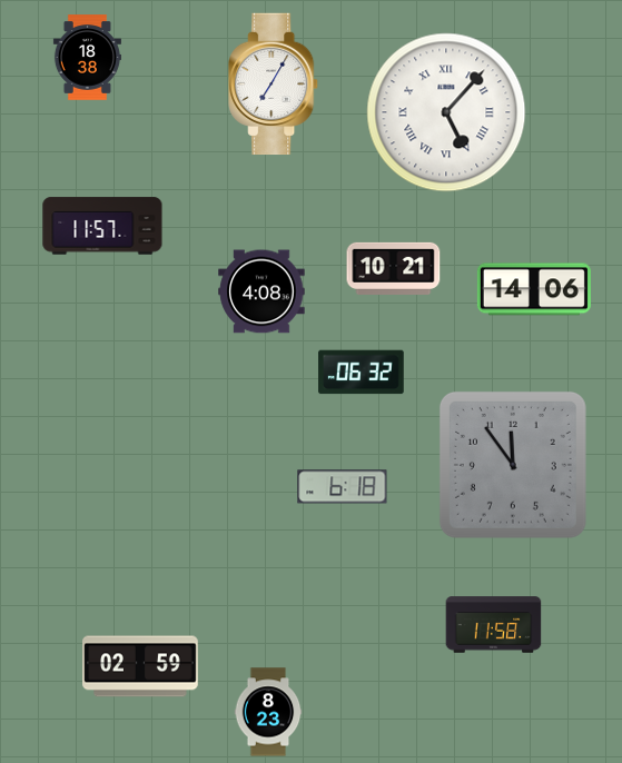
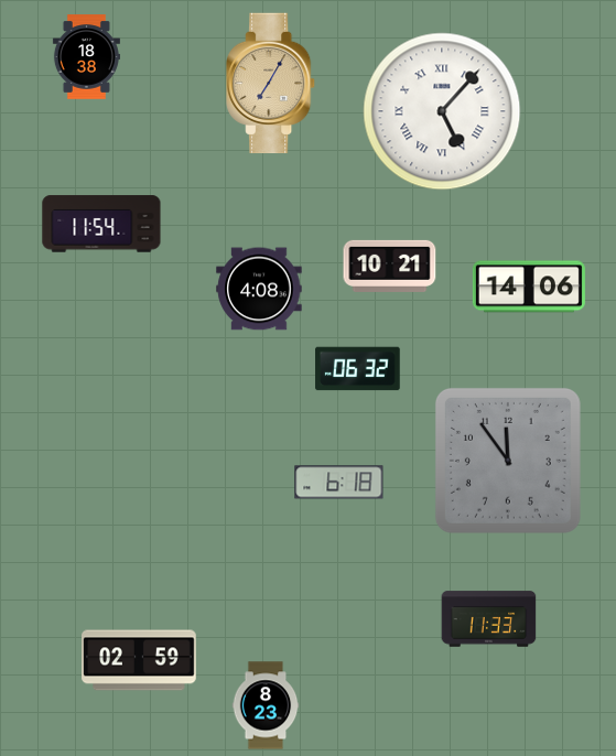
clock at (274, 85) dial: white -> champagne
clock at (102, 226): 11:57 -> 11:54
clock at (494, 625): 11:58 -> 11:33
